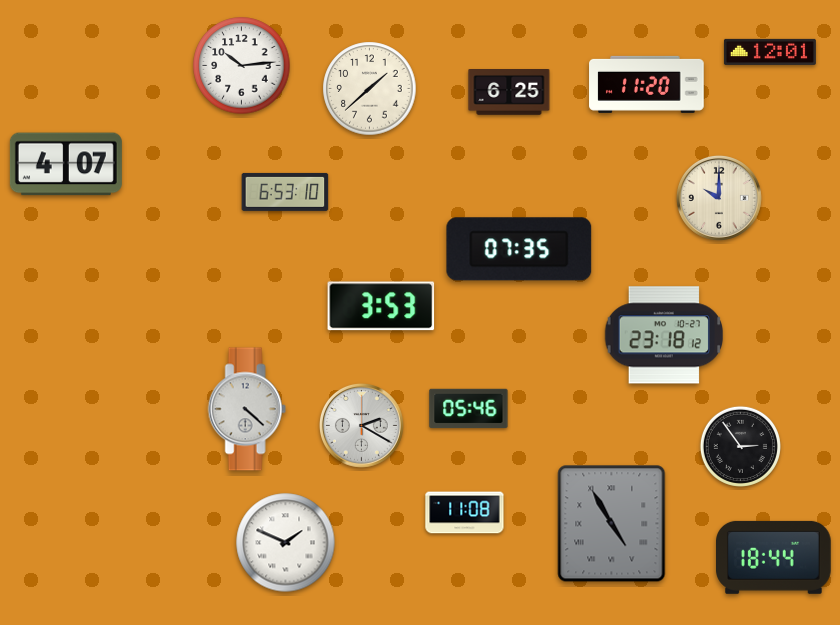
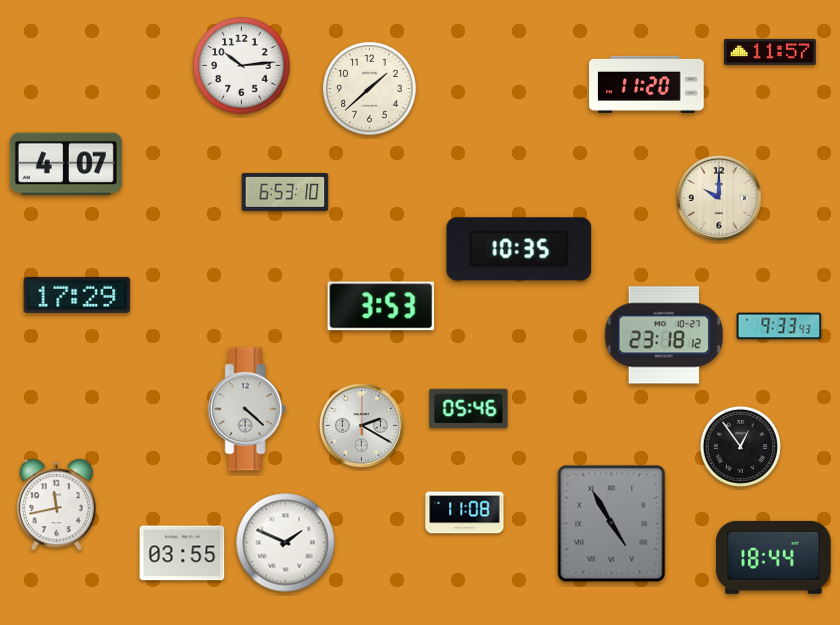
clock at (770, 52): 12:01 -> 11:57
clock at (509, 93): 6:25 -> none
clock at (519, 249): 07:35 -> 10:35
clock at (77, 295): none -> 17:29
clock at (779, 326): none -> 9:33
clock at (740, 446): 2:54 -> 12:54
clock at (56, 505): none -> 11:43
clock at (182, 553): none -> 03:55
